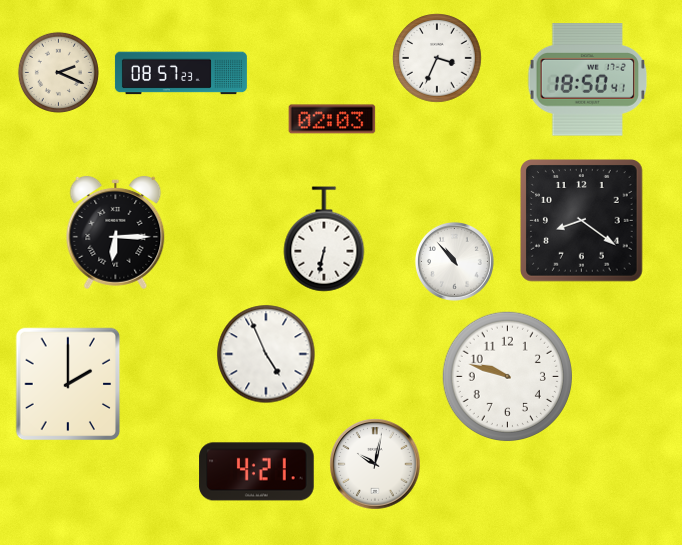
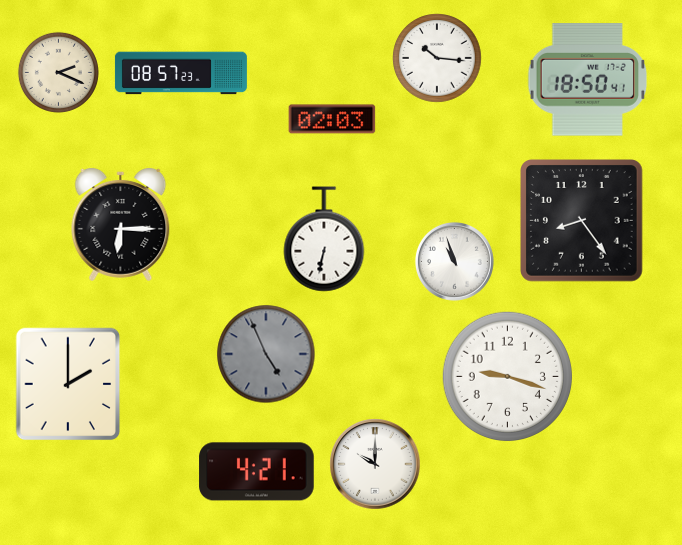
clock at (437, 58): 3:34 -> 10:16
clock at (582, 221): 8:21 -> 8:24
clock at (116, 232) position: (116, 232) -> (121, 224)
clock at (454, 261): 10:53 -> 10:57
clock at (266, 354) dial: white -> grey
clock at (507, 376): 9:48 -> 9:18
clock at (375, 464): 10:02 -> 10:00
